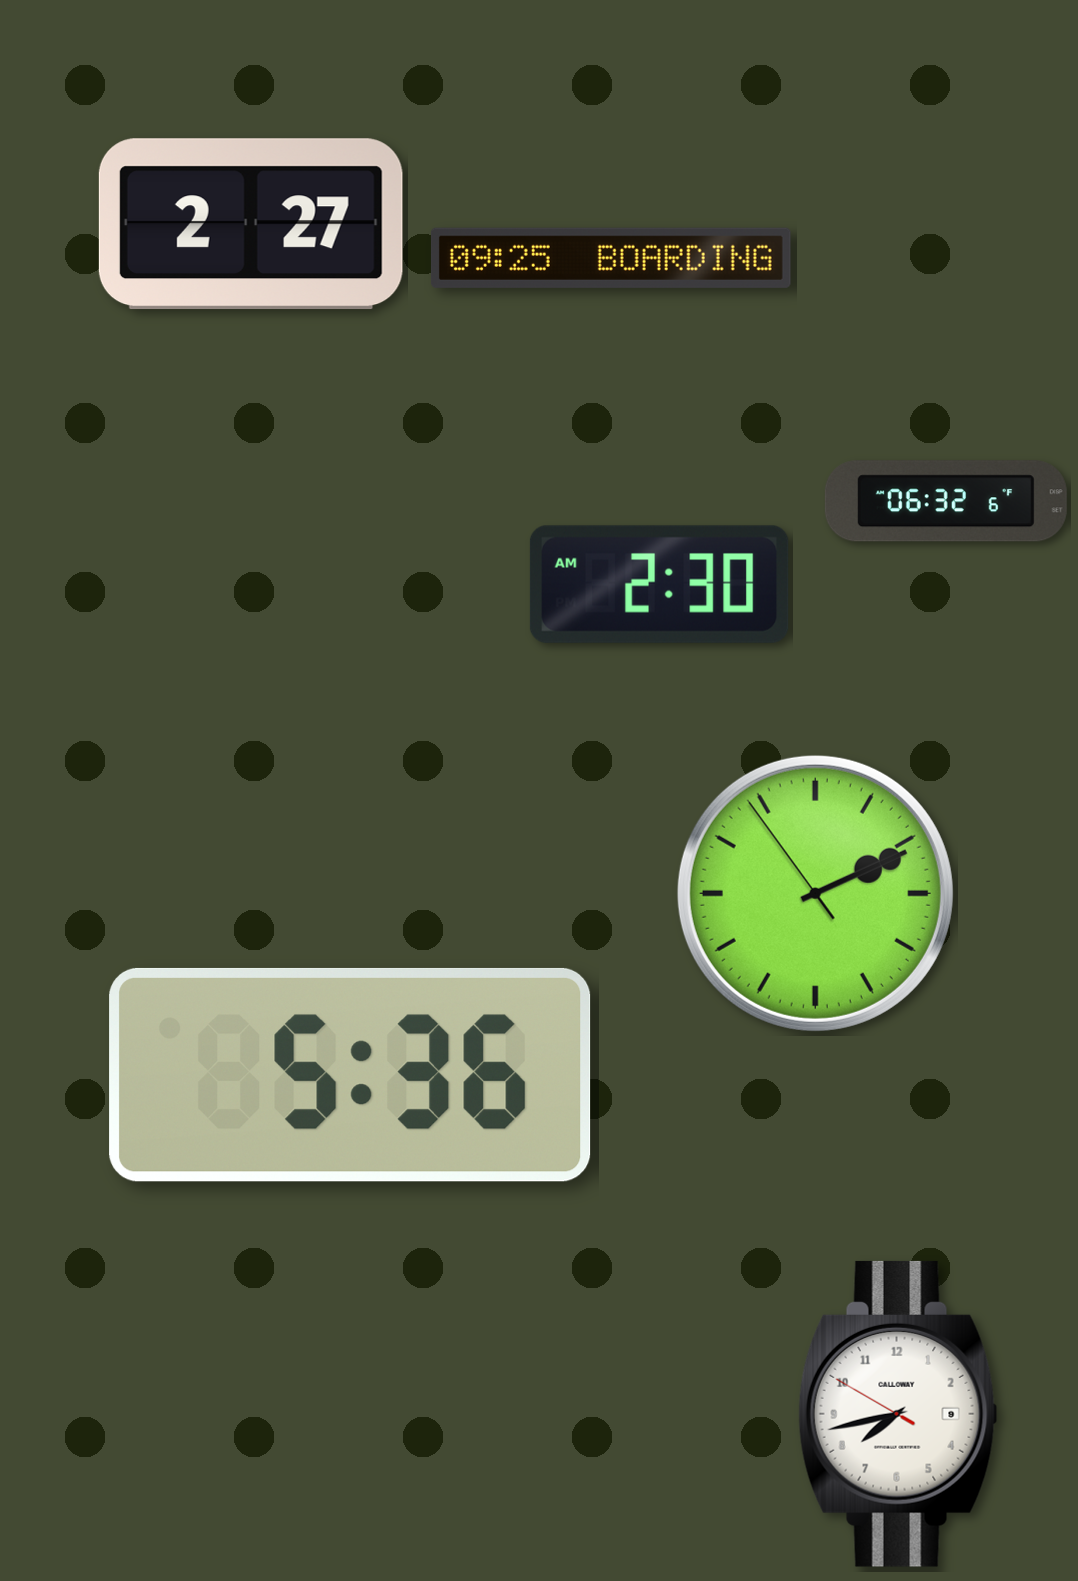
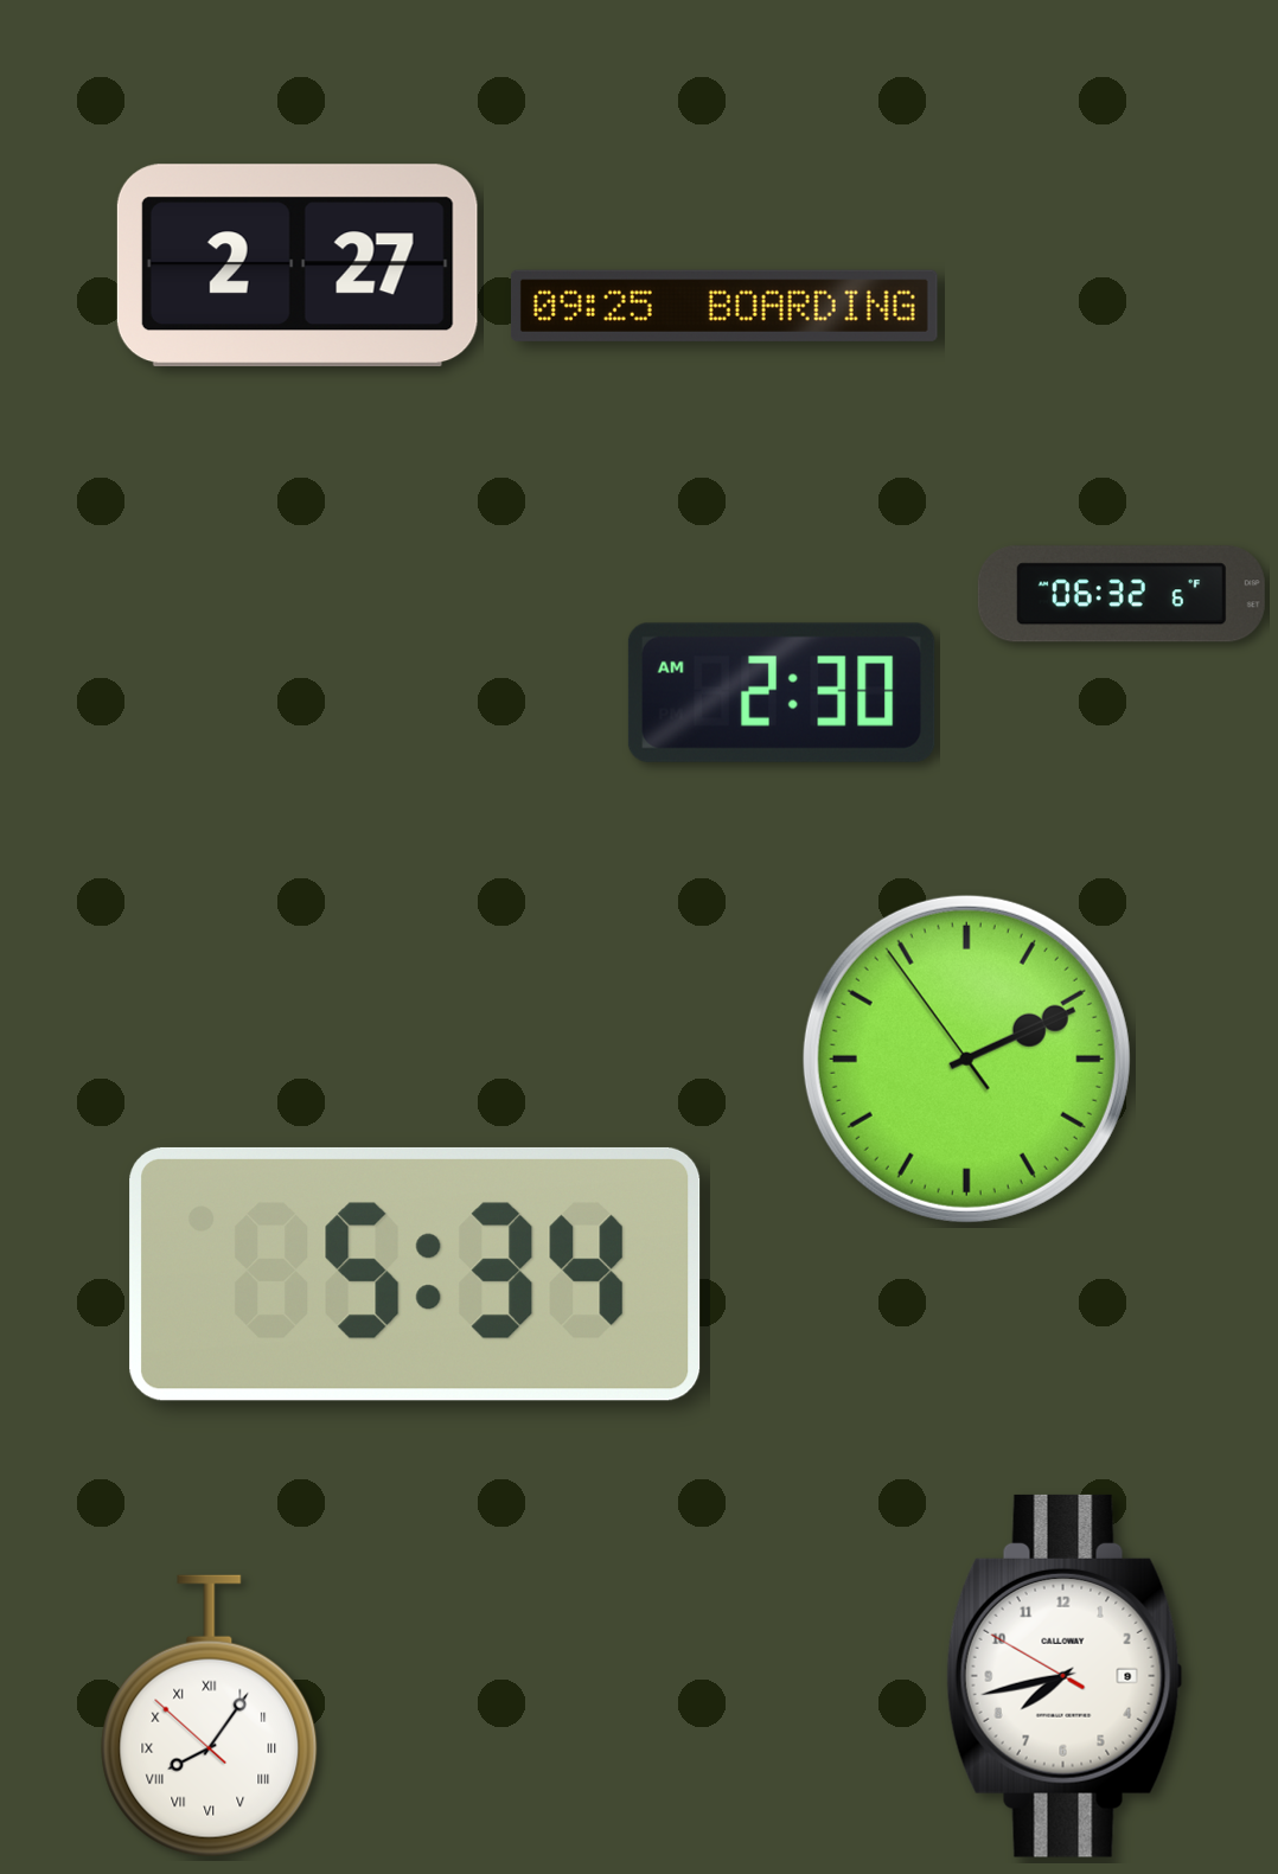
clock at (350, 1075): 5:36 -> 5:34
clock at (210, 1716): none -> 8:05
